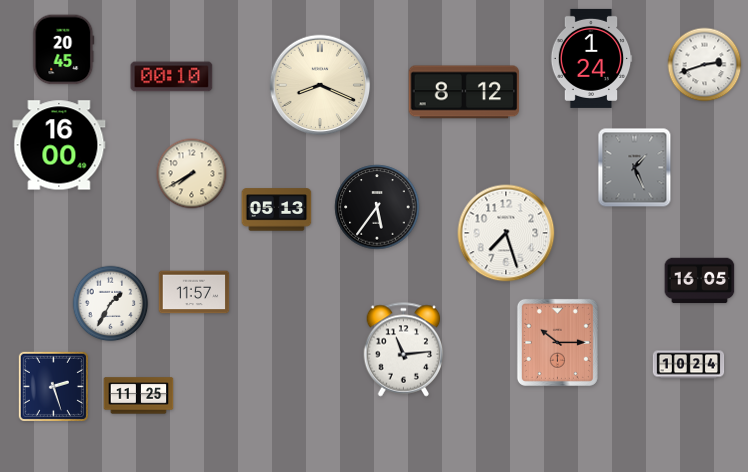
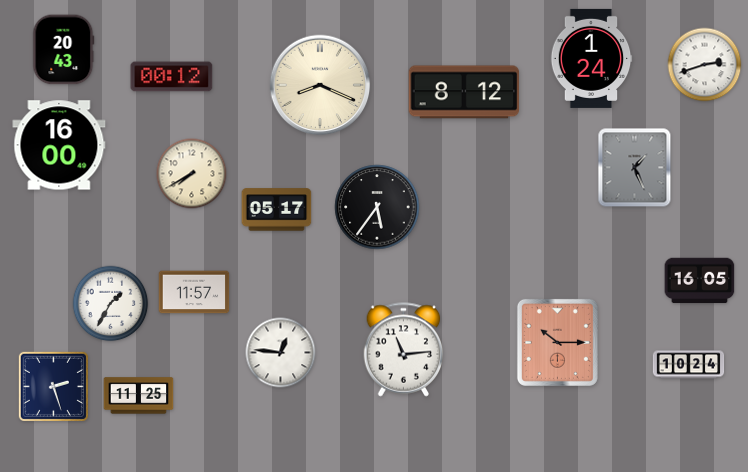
clock at (64, 50): 20:45 -> 20:43
clock at (172, 77): 00:10 -> 00:12
clock at (277, 210): 05:13 -> 05:17
clock at (506, 233): 7:27 -> none
clock at (281, 353): none -> 12:46
